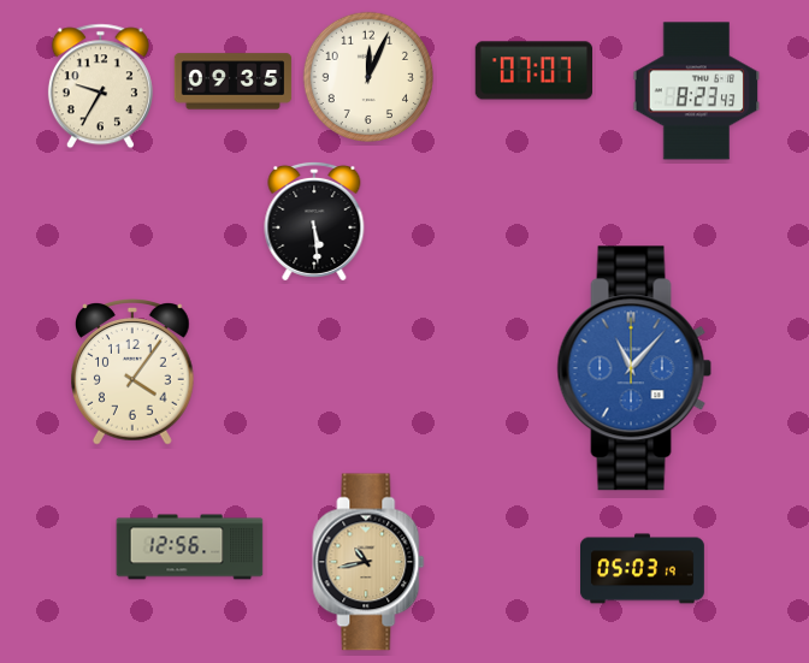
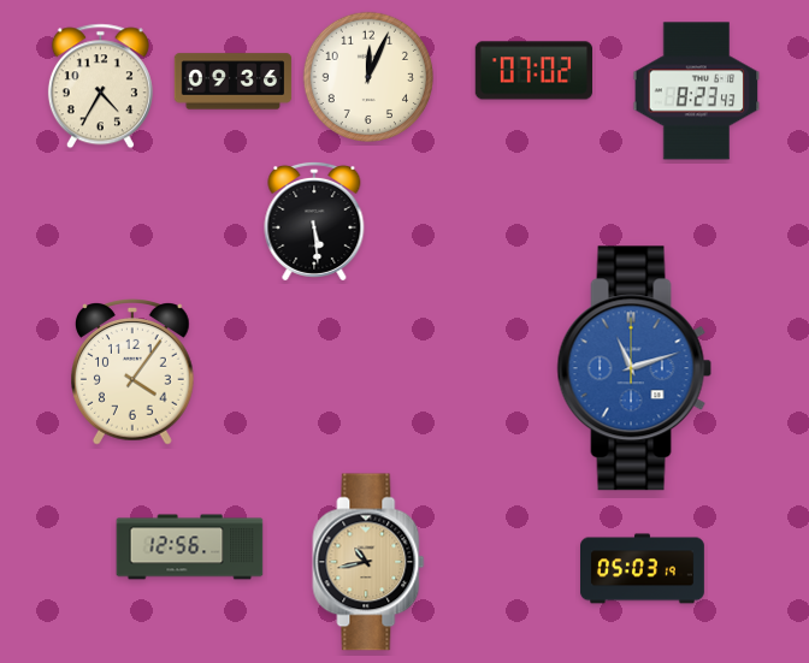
clock at (533, 71): 07:07 -> 07:02
clock at (234, 82): 09:35 -> 09:36
clock at (100, 87): 9:35 -> 4:35
clock at (634, 368): 11:07 -> 11:12
